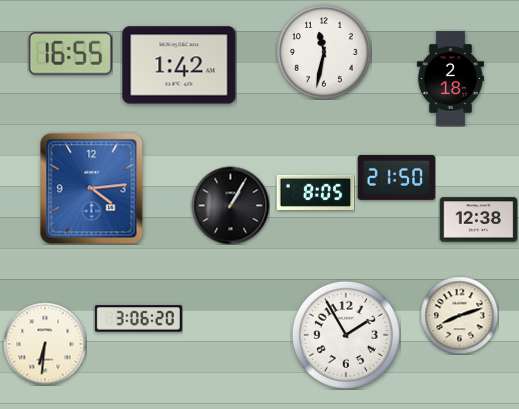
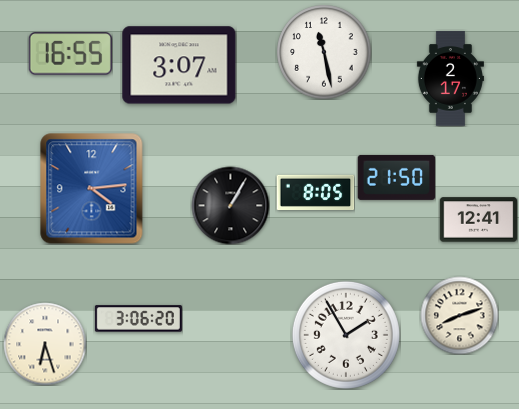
clock at (324, 52): 11:32 -> 11:28
clock at (179, 65): 1:42 -> 3:07
clock at (450, 79): 2:18 -> 2:17
clock at (478, 220): 12:38 -> 12:41
clock at (45, 344): 6:31 -> 6:27
